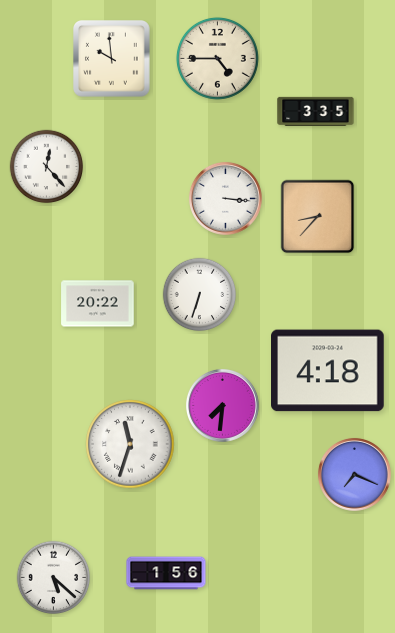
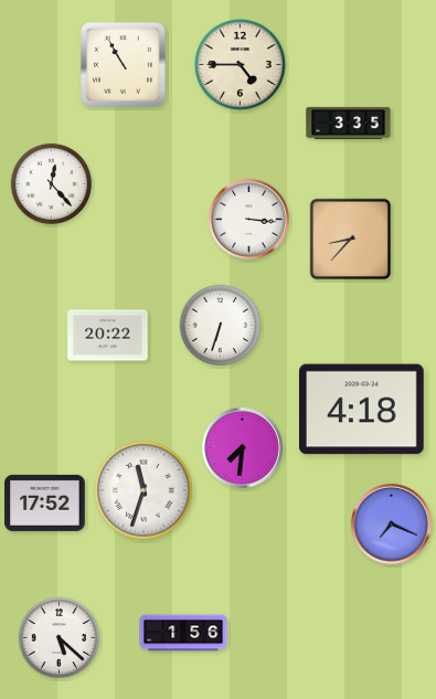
clock at (112, 59): 9:59 -> 10:55
clock at (222, 405) position: (222, 405) -> (242, 447)
clock at (45, 502): none -> 17:52
